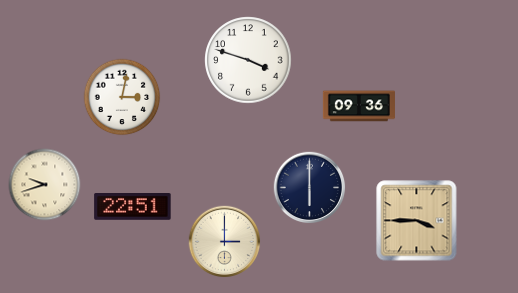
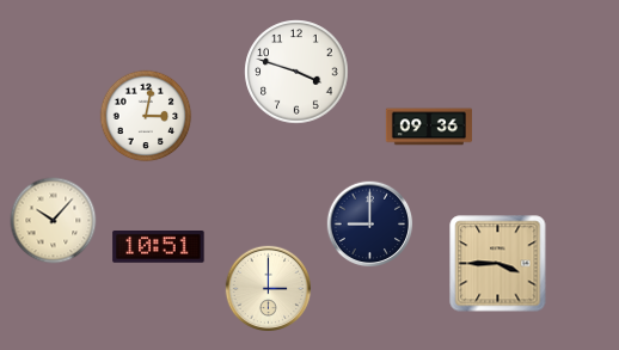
clock at (45, 185): 9:42 -> 10:07
clock at (310, 188): 6:00 -> 9:00
clock at (133, 207): 22:51 -> 10:51
